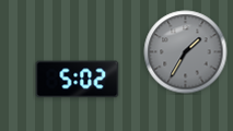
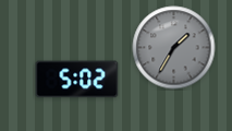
clock at (186, 52) position: (186, 52) -> (174, 48)
